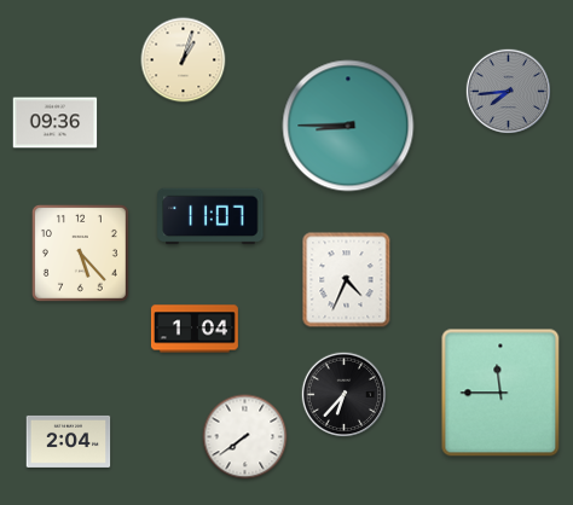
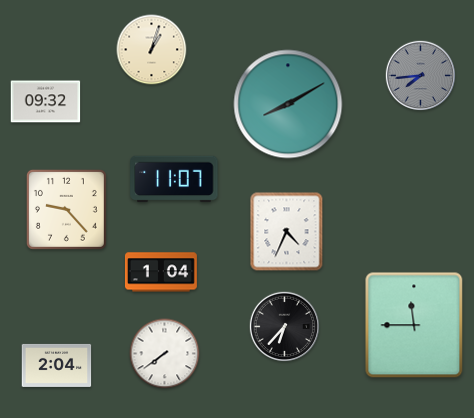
clock at (56, 123): 09:36 -> 09:32
clock at (348, 126): 8:45 -> 8:10
clock at (80, 252): 5:23 -> 9:23
clock at (245, 437) position: (245, 437) -> (165, 354)
